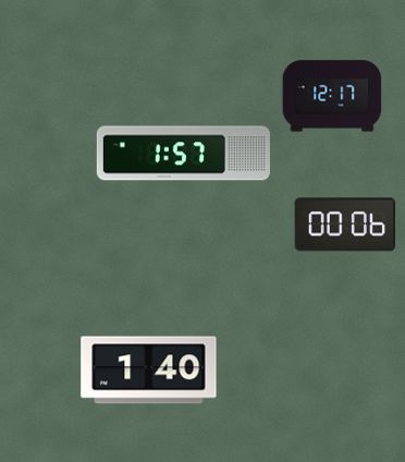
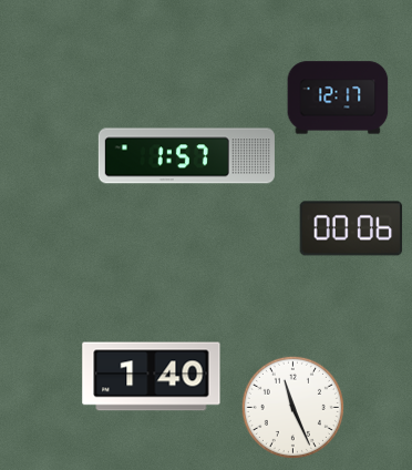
clock at (292, 407): none -> 11:26
